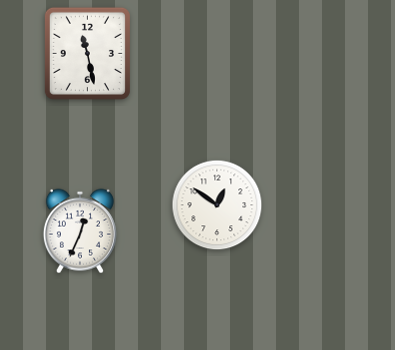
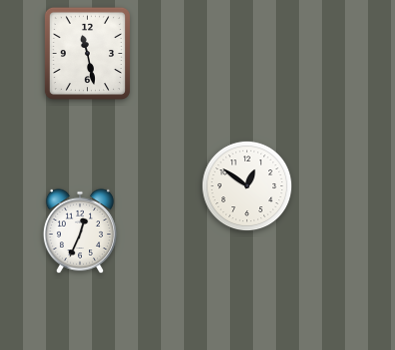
clock at (217, 205) position: (217, 205) -> (247, 186)
